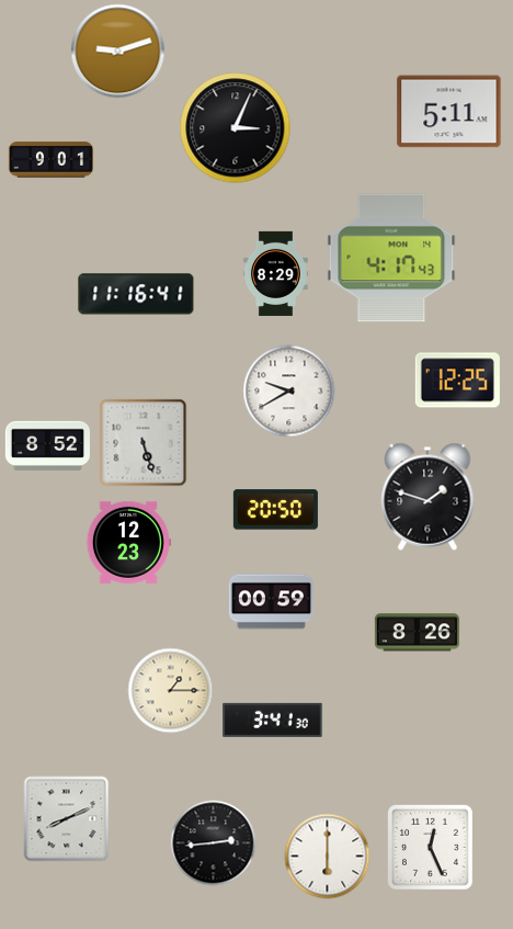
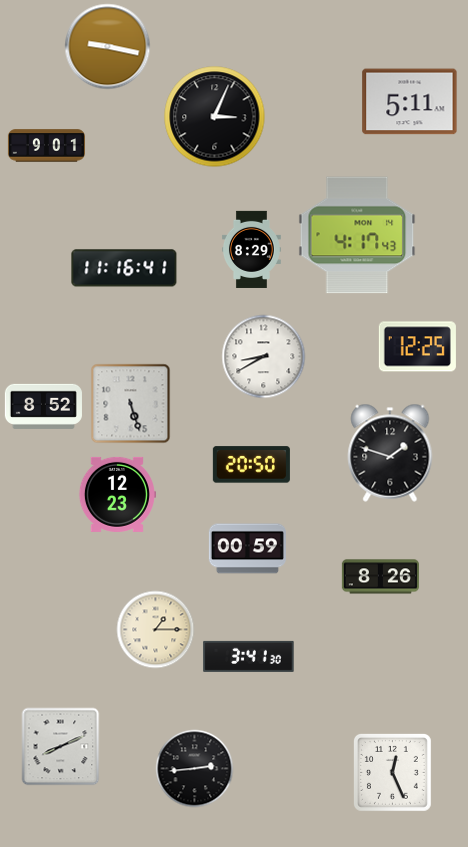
clock at (117, 50): 9:12 -> 9:17
clock at (288, 390): 9:40 -> 8:40
clock at (327, 856): 6:00 -> none
